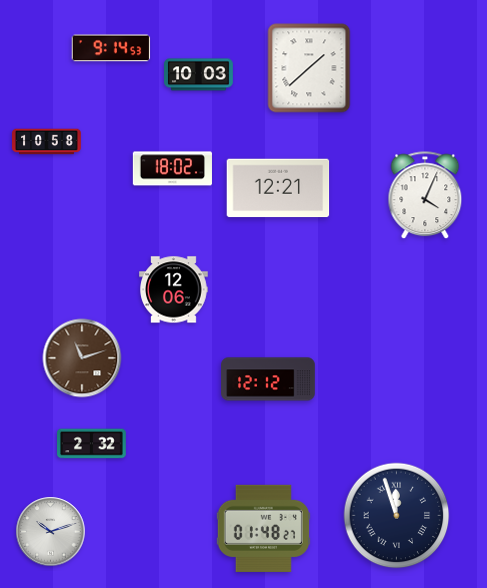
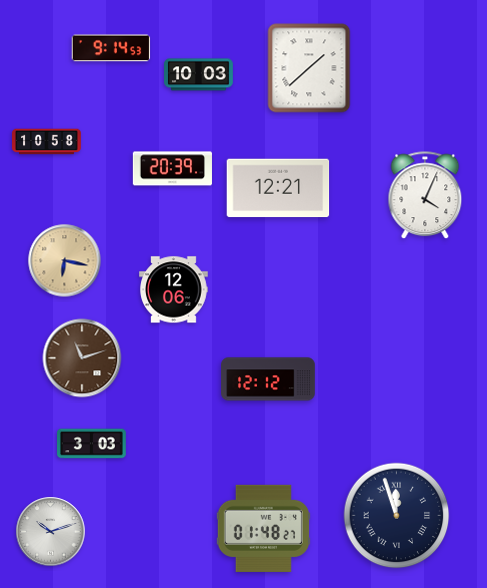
clock at (172, 169): 18:02 -> 20:39
clock at (65, 261): none -> 6:17
clock at (92, 444): 2:32 -> 3:03
